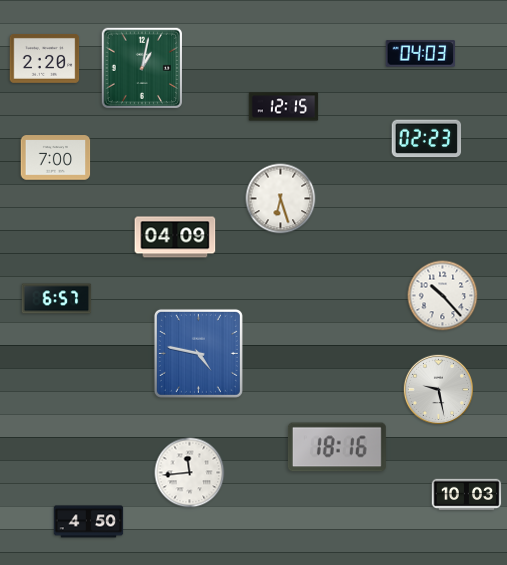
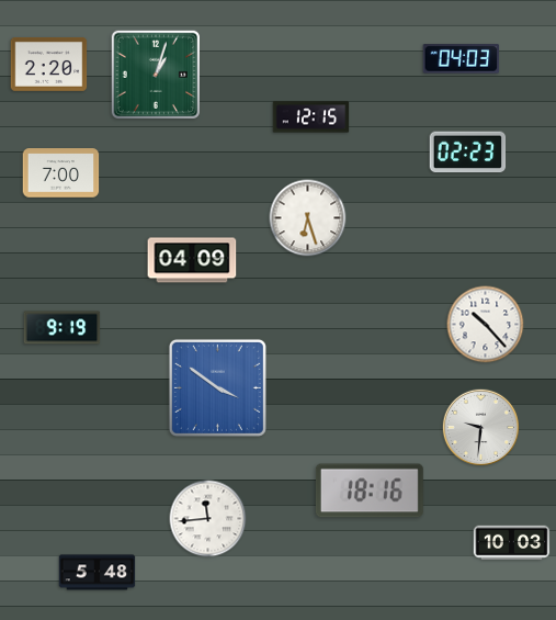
clock at (141, 67): 1:02 -> 1:03
clock at (57, 299): 6:57 -> 9:19
clock at (198, 353): 4:47 -> 3:51
clock at (438, 389): 9:28 -> 9:31
clock at (89, 522): 4:50 -> 5:48
